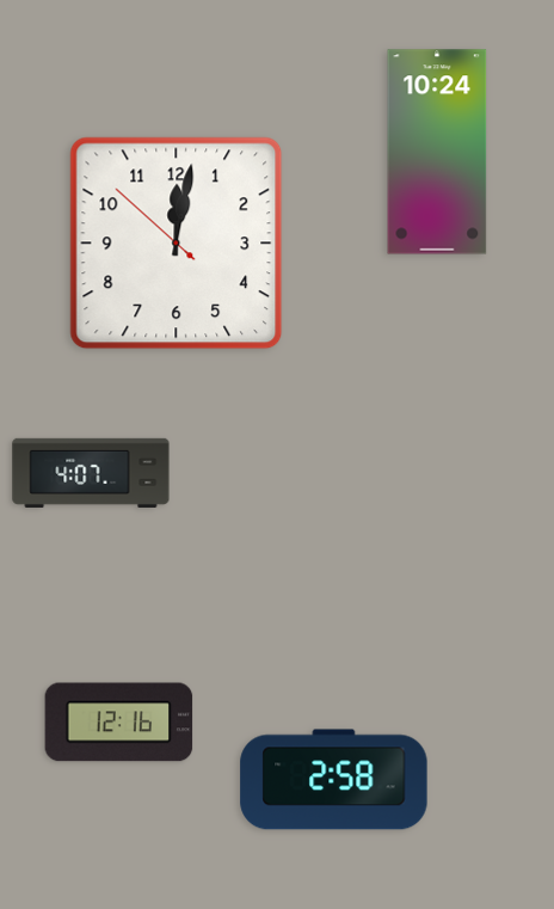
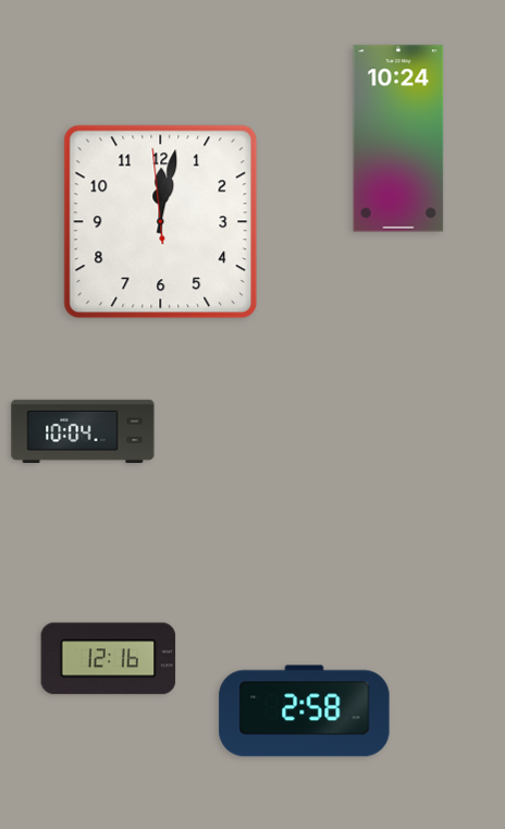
clock at (177, 244): 12:01:52 -> 12:01:59
clock at (91, 473): 4:07 -> 10:04
